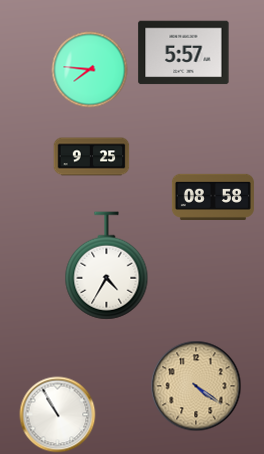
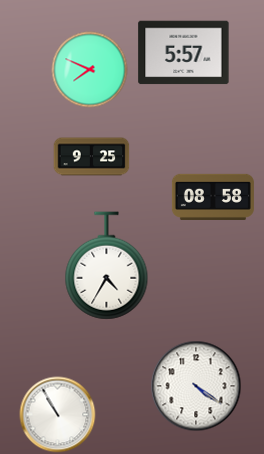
clock at (90, 70): 7:46 -> 7:49
clock at (196, 386) dial: champagne -> white
